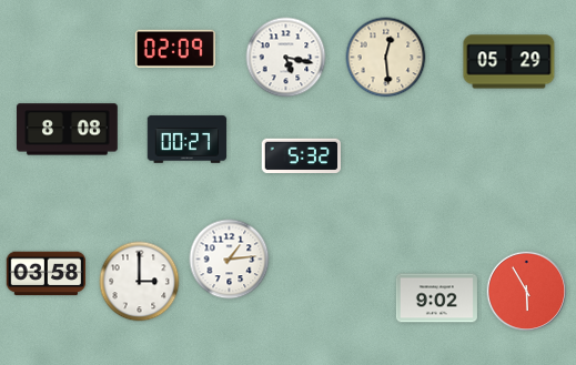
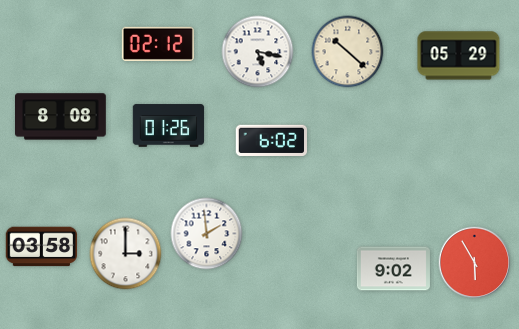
clock at (175, 49): 02:09 -> 02:12
clock at (386, 58): 12:29 -> 10:22
clock at (188, 140): 00:27 -> 01:26
clock at (301, 155): 5:32 -> 6:02
clock at (230, 260): 1:14 -> 1:59
